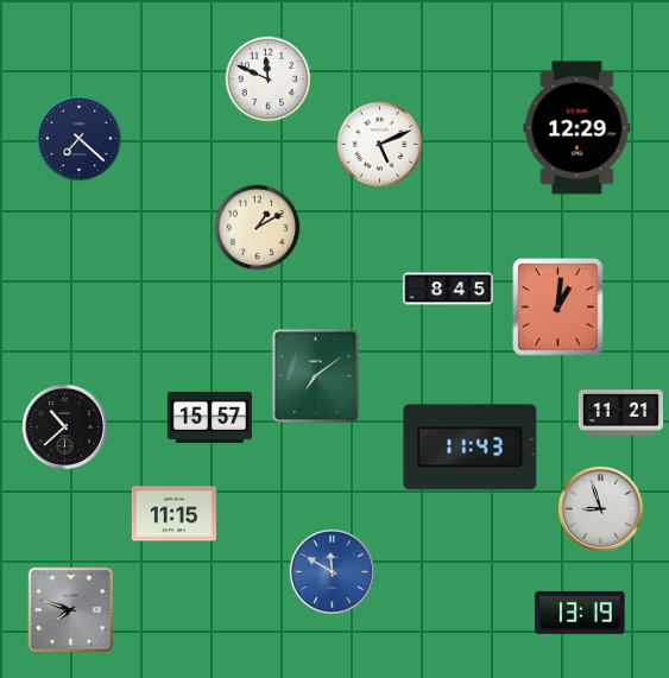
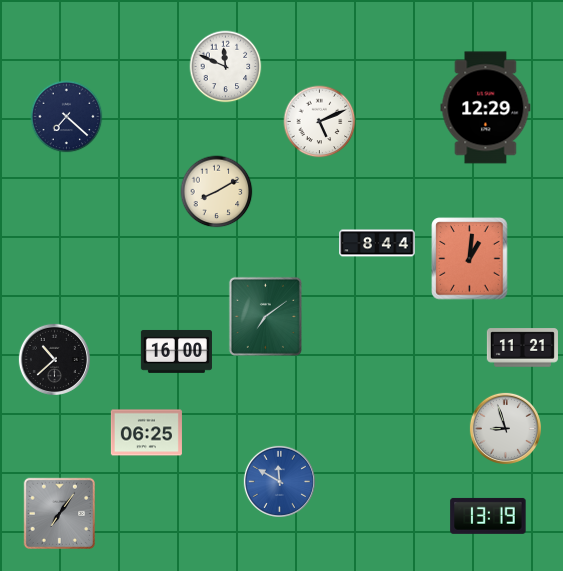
clock at (258, 228): 1:10 -> 8:10
clock at (448, 289): 8:45 -> 8:44
clock at (209, 417): 15:57 -> 16:00
clock at (471, 448): 11:43 -> none
clock at (173, 514): 11:15 -> 06:25
clock at (71, 610): 7:48 -> 7:06
